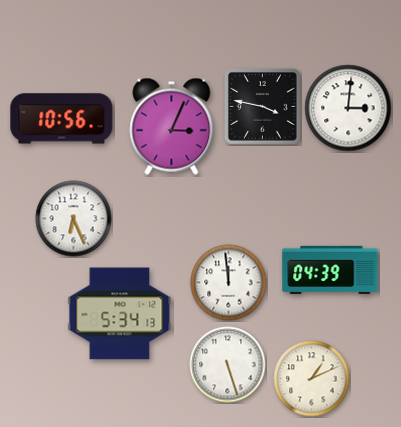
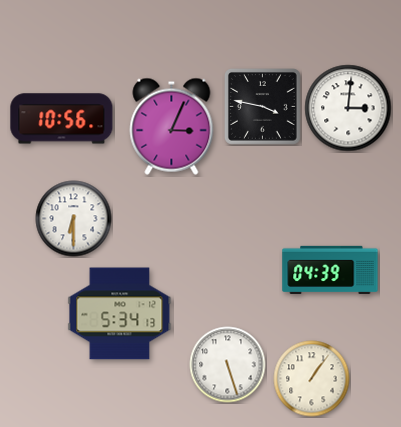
clock at (74, 219): 6:26 -> 6:30
clock at (229, 283): 11:59 -> none
clock at (312, 379): 1:11 -> 1:06
